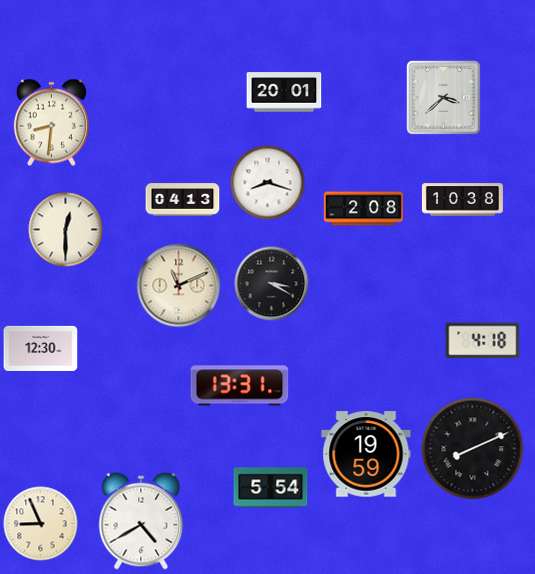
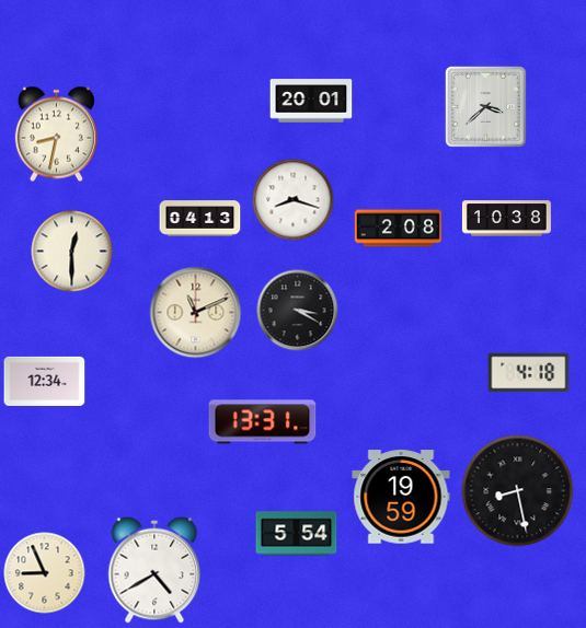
clock at (51, 123): 8:31 -> 8:32
clock at (41, 348): 12:30 -> 12:34
clock at (473, 449): 8:11 -> 8:28
